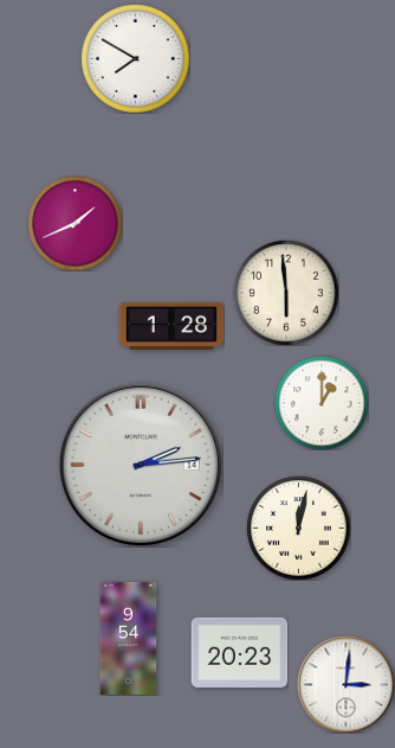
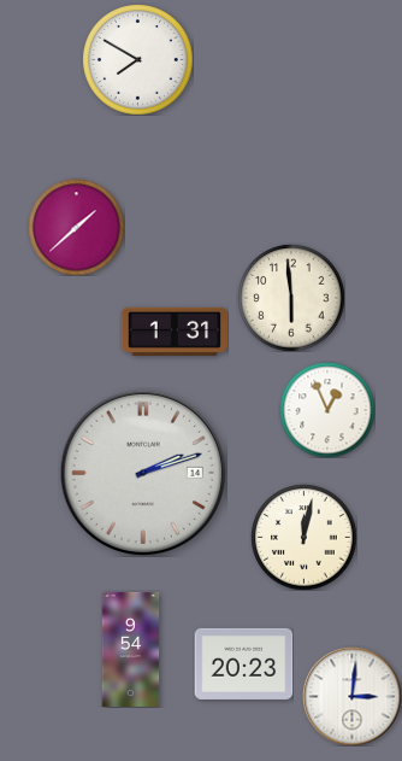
clock at (75, 223): 1:41 -> 1:38
clock at (171, 326): 1:28 -> 1:31
clock at (322, 403): 1:00 -> 12:56
clock at (140, 463): 2:14 -> 2:12
